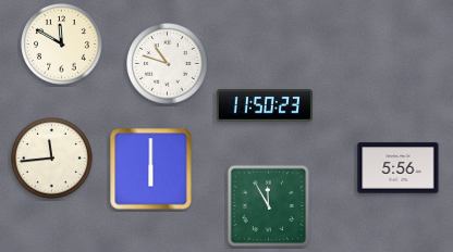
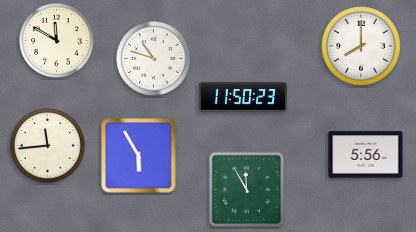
clock at (361, 46): none -> 8:00
clock at (151, 169): 6:00 -> 5:55
